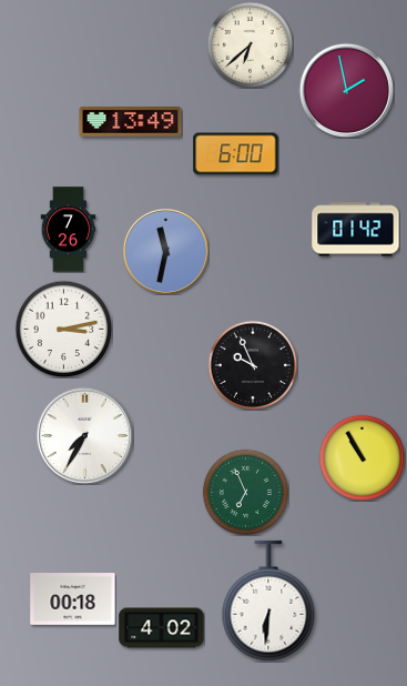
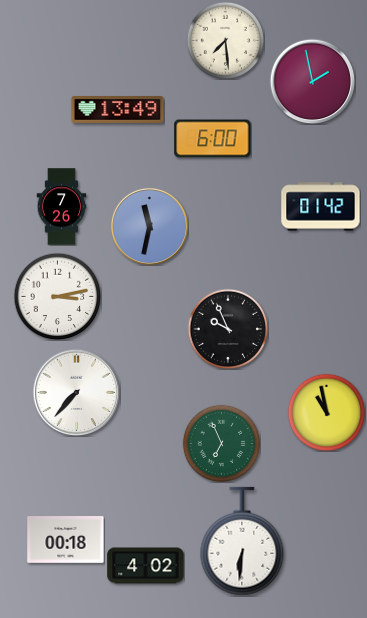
clock at (250, 44): 6:38 -> 7:29
clock at (84, 435): 7:35 -> 7:37
clock at (362, 457): 10:55 -> 10:58
